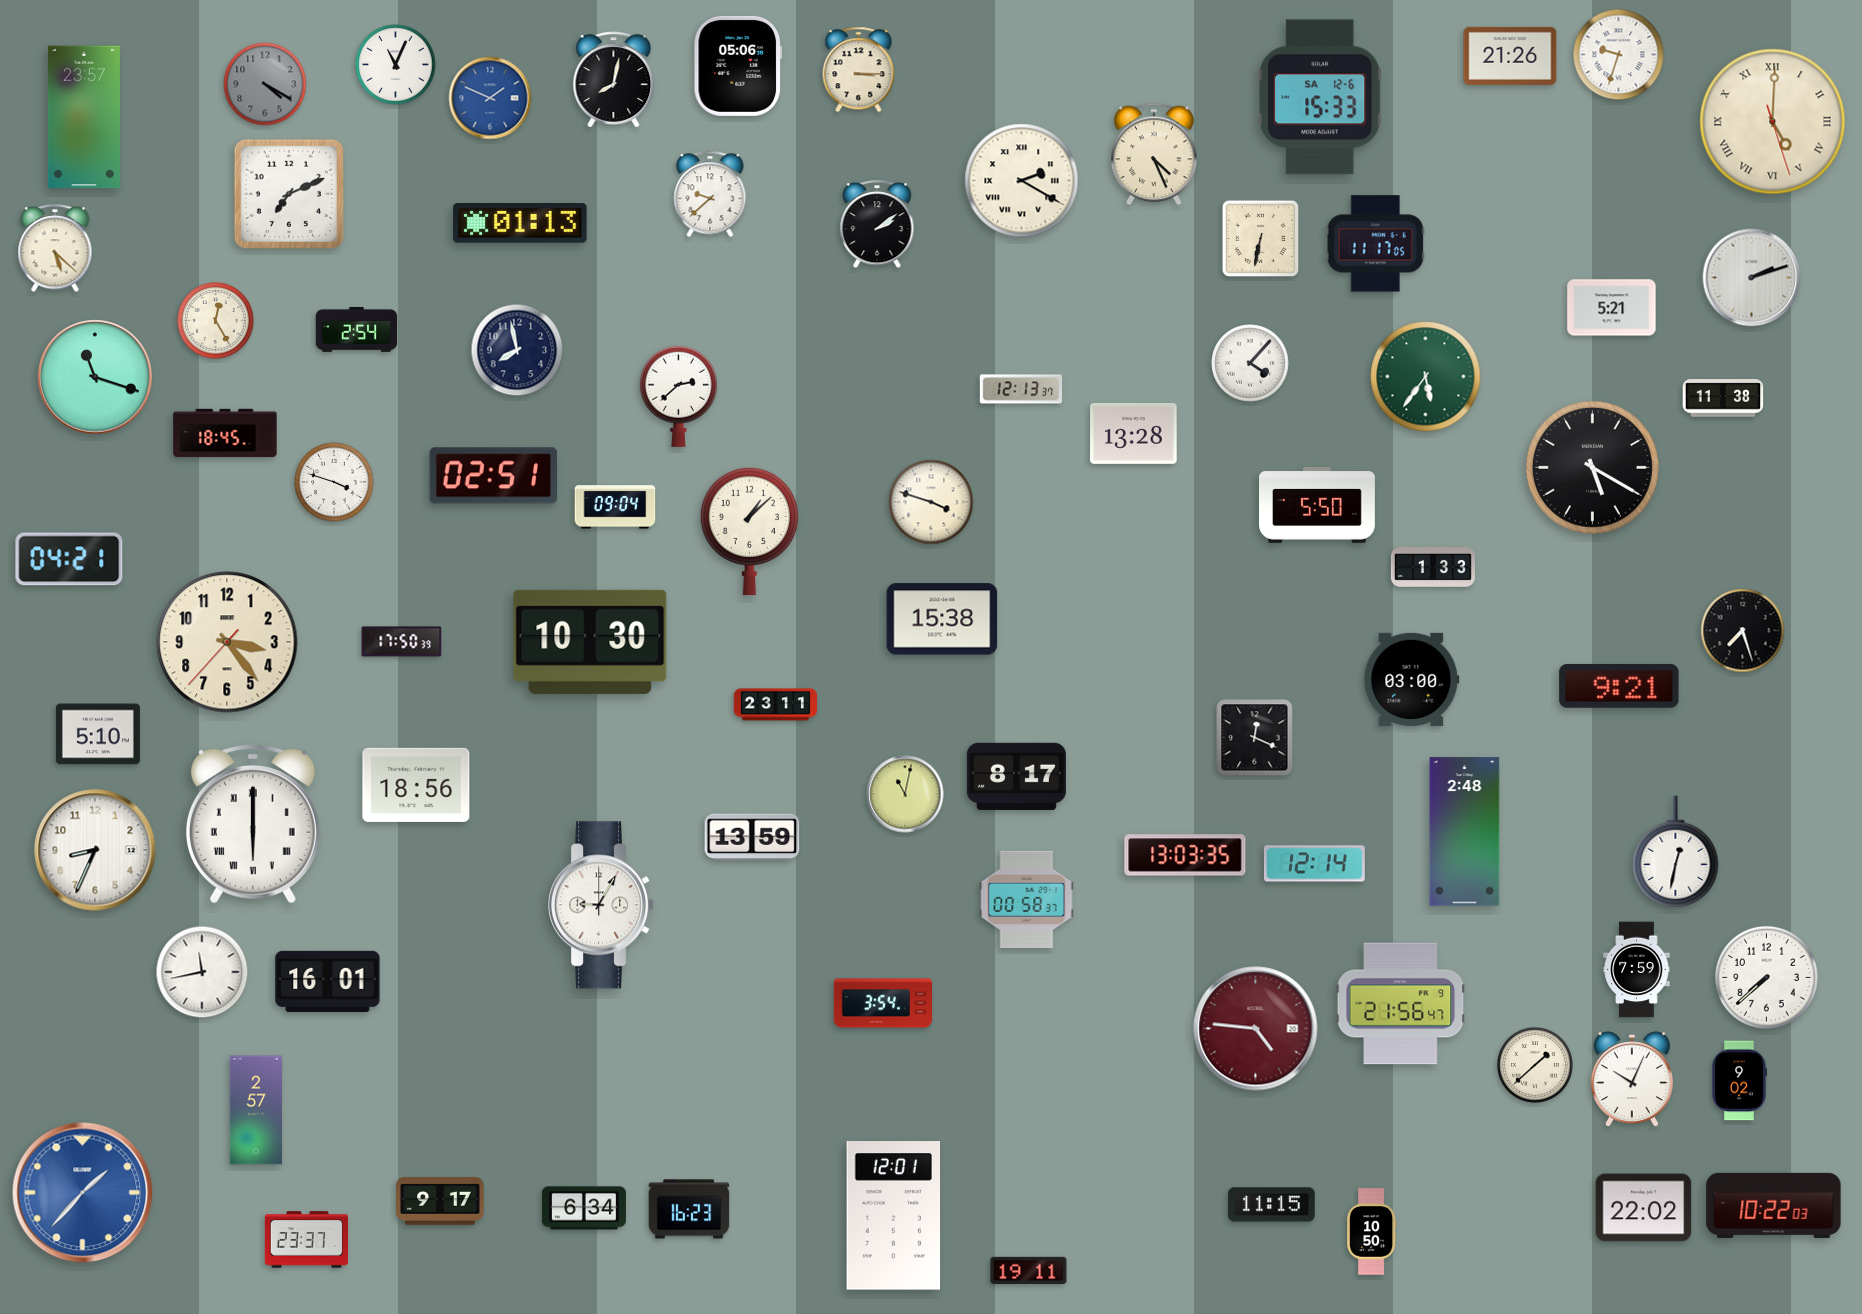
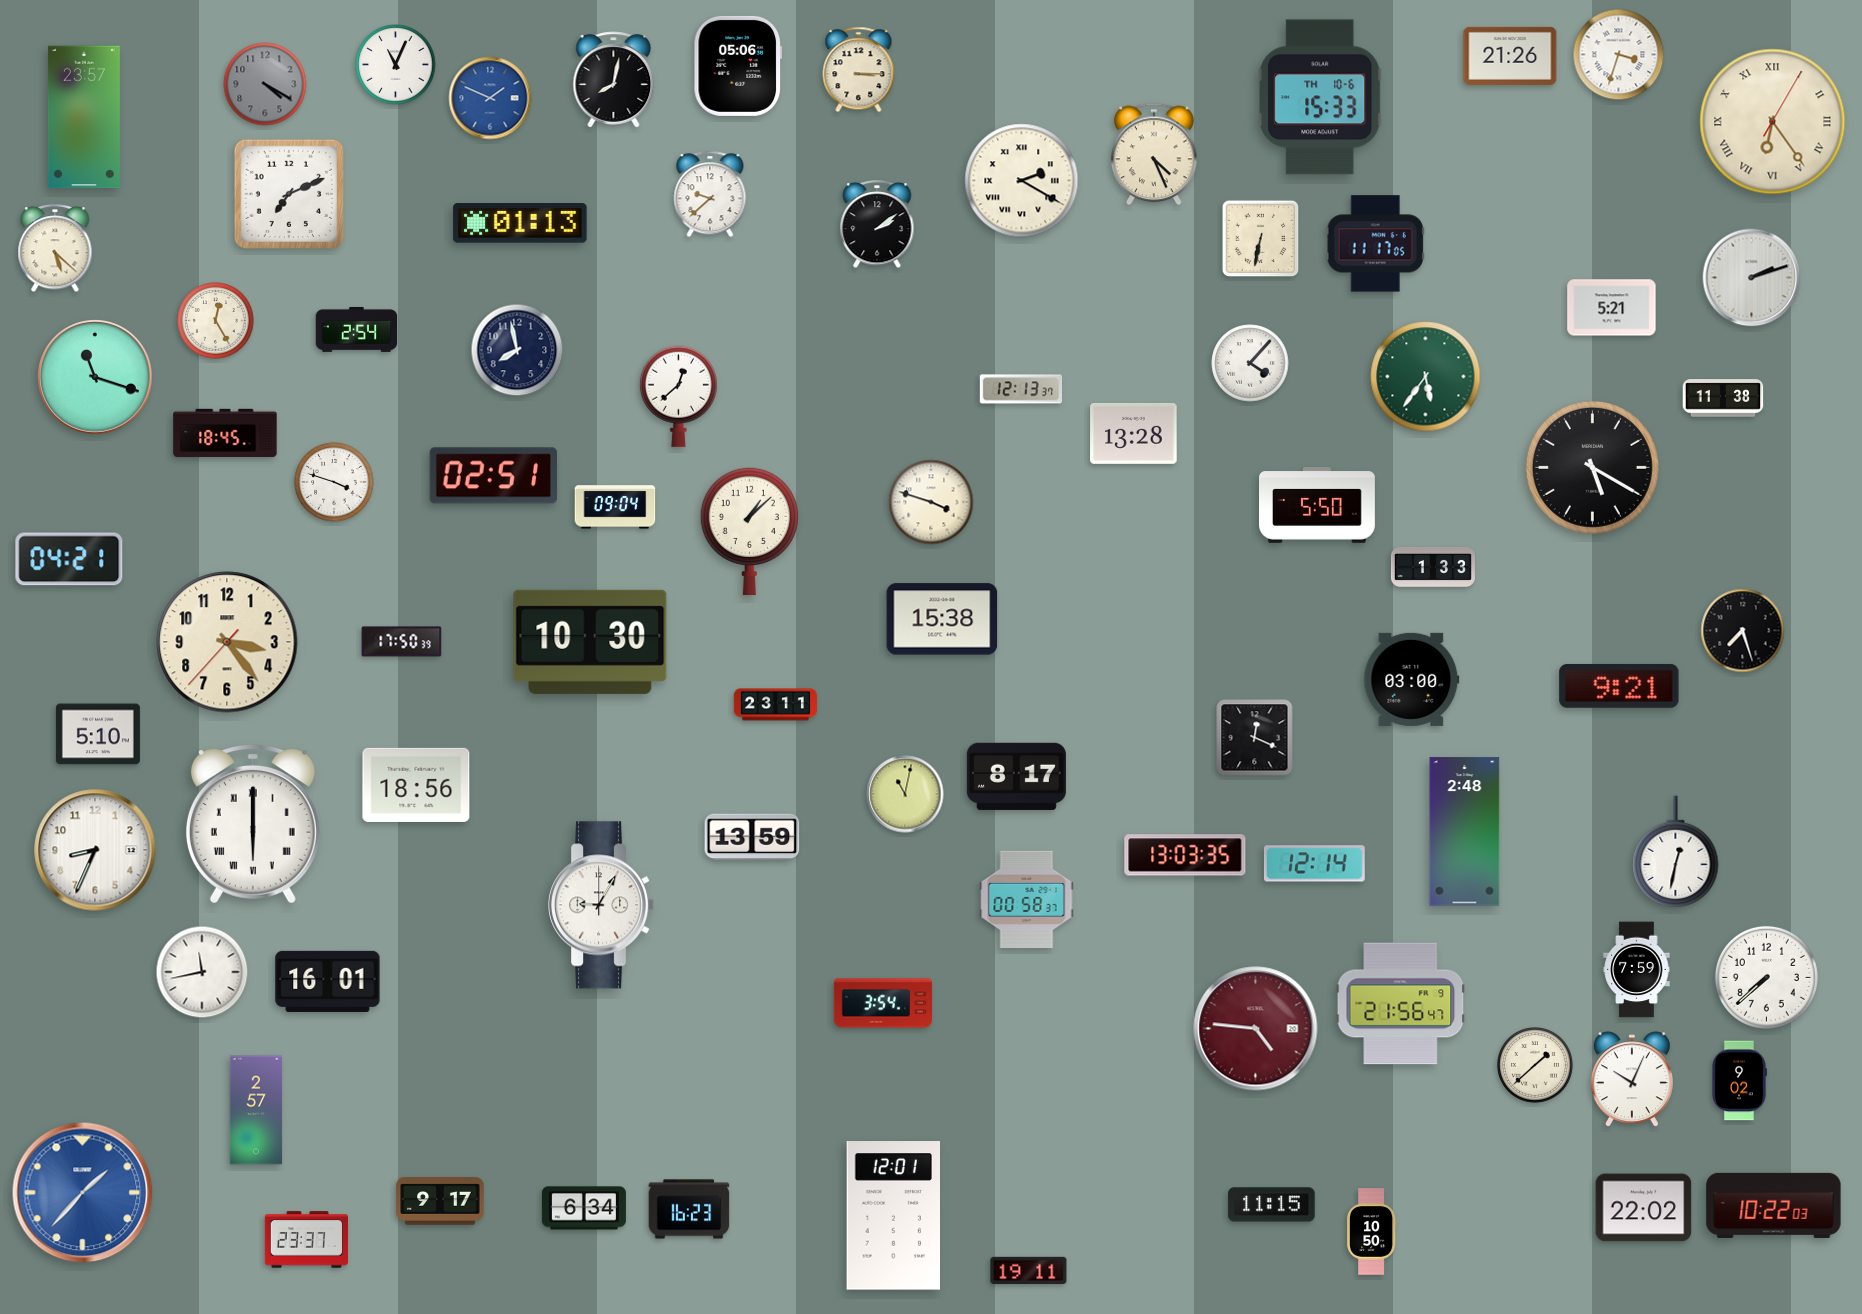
clock at (1619, 55): 9:33 -> 3:33
clock at (1320, 97) date: SA 12-6 -> TH 10-6
clock at (1773, 122): 5:00 -> 6:24
clock at (678, 396): 2:38 -> 12:38
